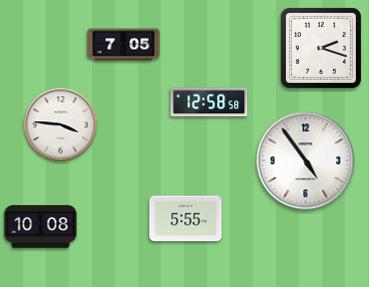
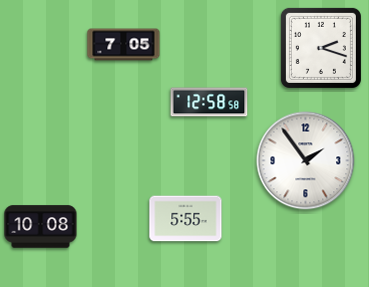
clock at (61, 125): 3:46 -> none
clock at (306, 161): 4:54 -> 1:54
